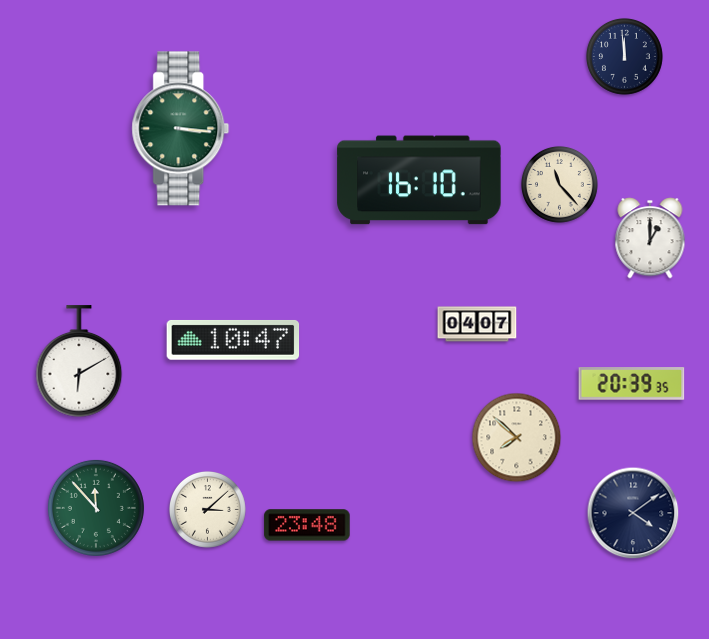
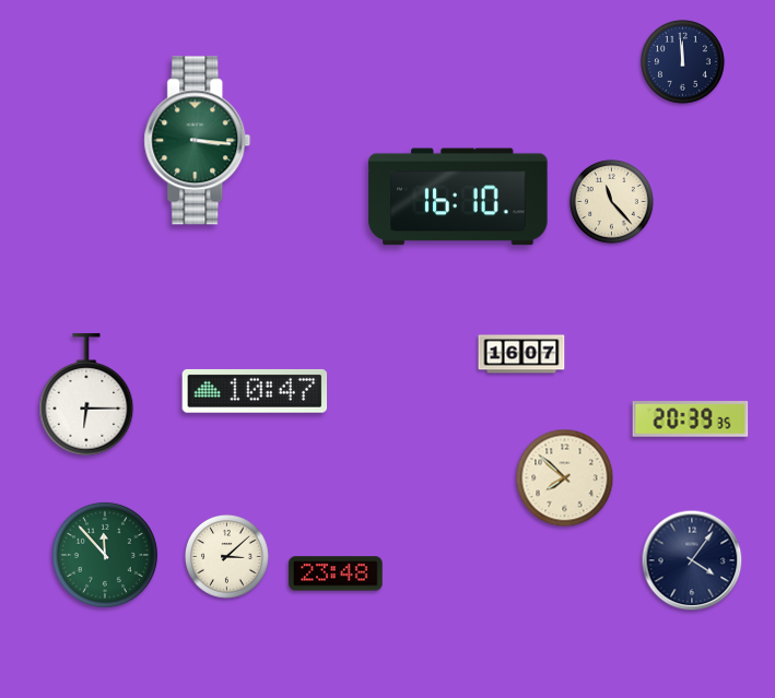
clock at (650, 238): 1:00 -> none
clock at (477, 324): 04:07 -> 16:07
clock at (233, 340) position: (233, 340) -> (255, 391)
clock at (79, 362): 6:10 -> 6:15
clock at (633, 513): 4:09 -> 4:06
